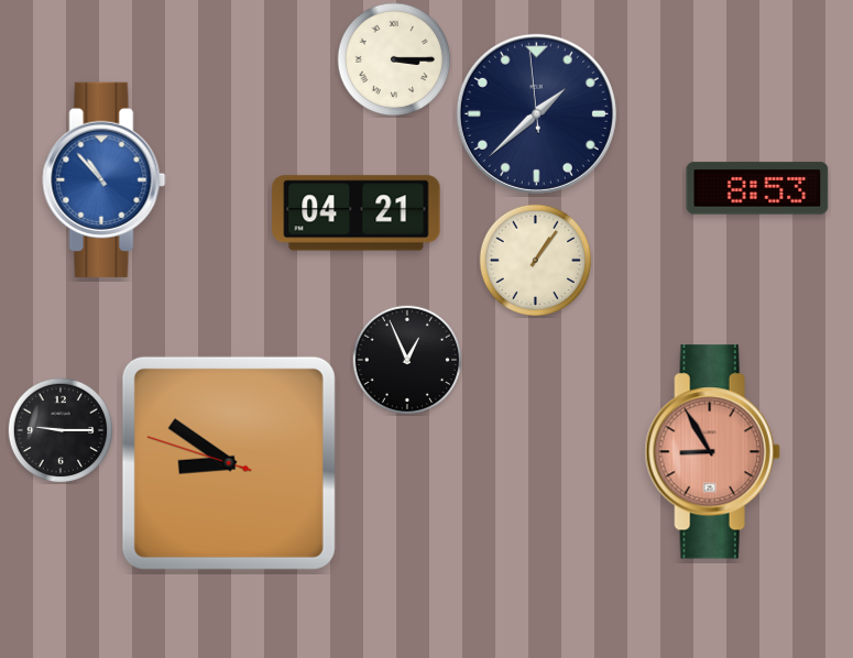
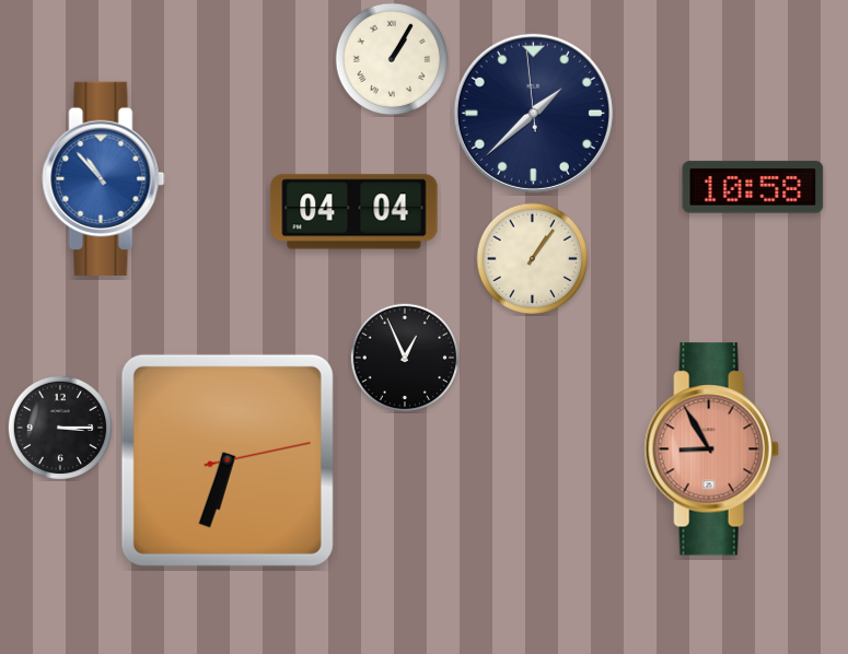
clock at (394, 59): 3:15 -> 1:05
clock at (757, 188): 8:53 -> 10:58
clock at (357, 213): 04:21 -> 04:04
clock at (59, 429): 9:15 -> 3:15
clock at (712, 452) position: (712, 452) -> (711, 449)
clock at (229, 463): 8:50 -> 6:33
